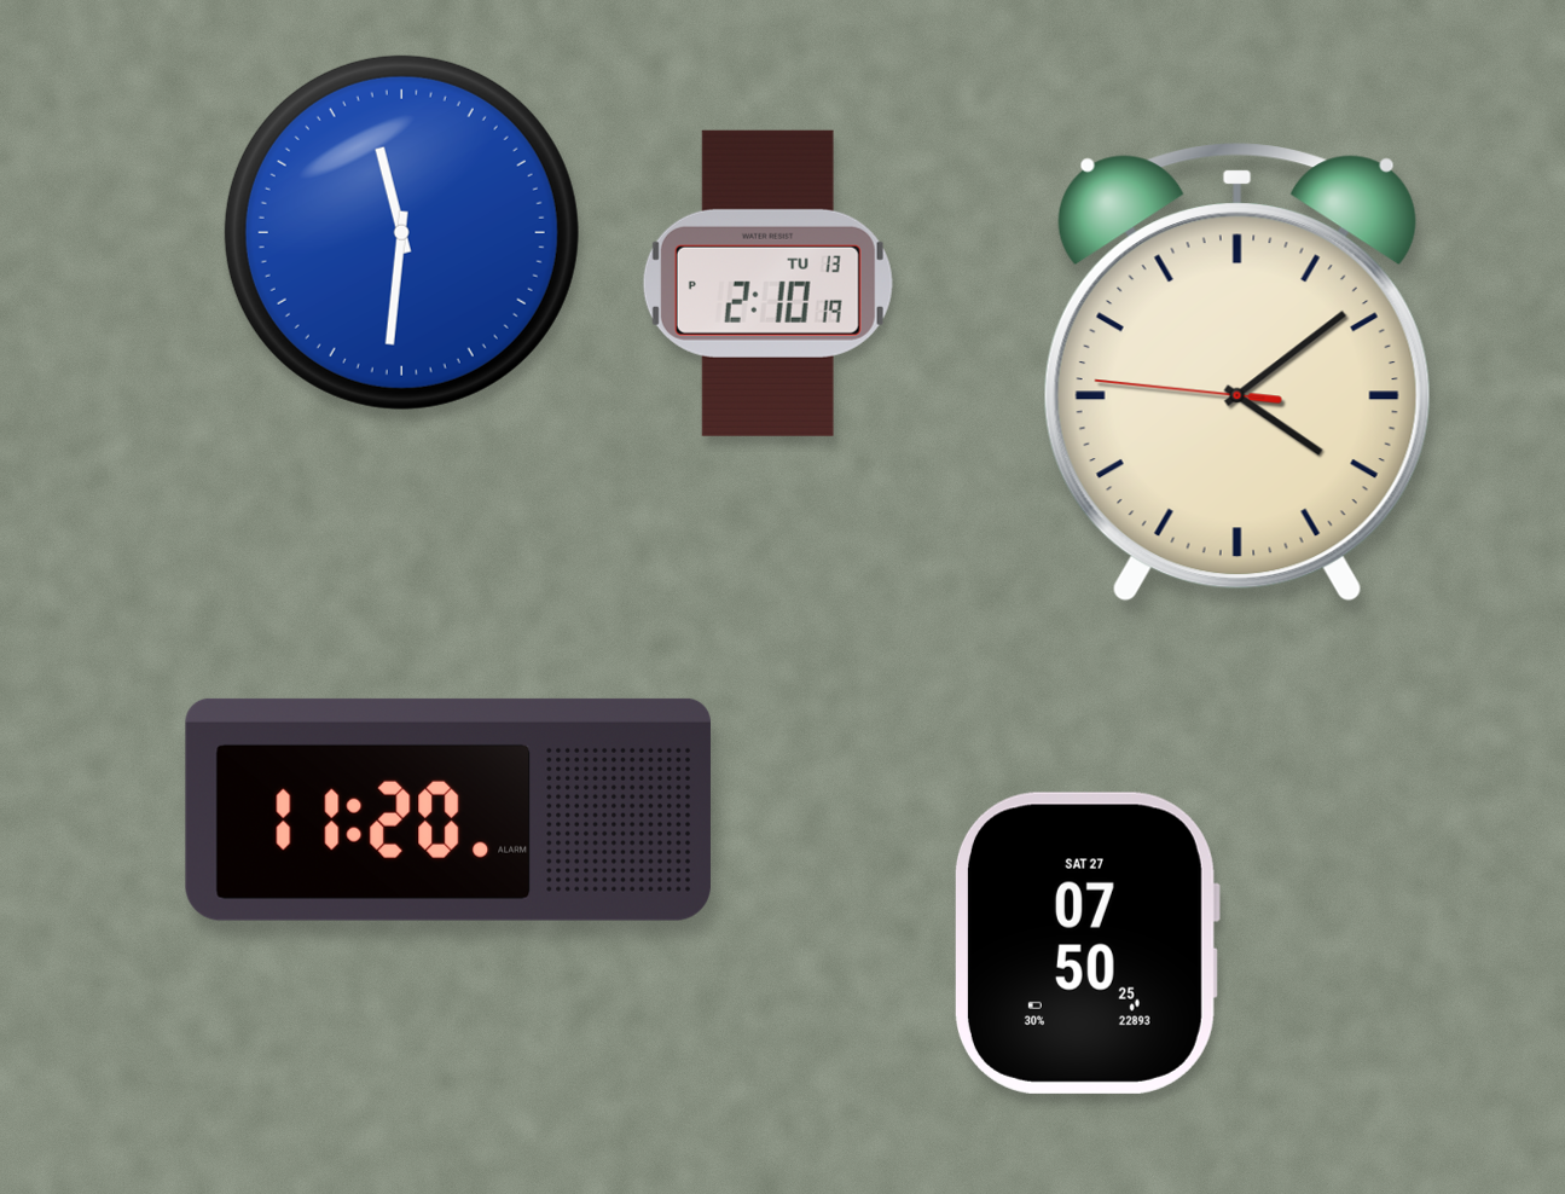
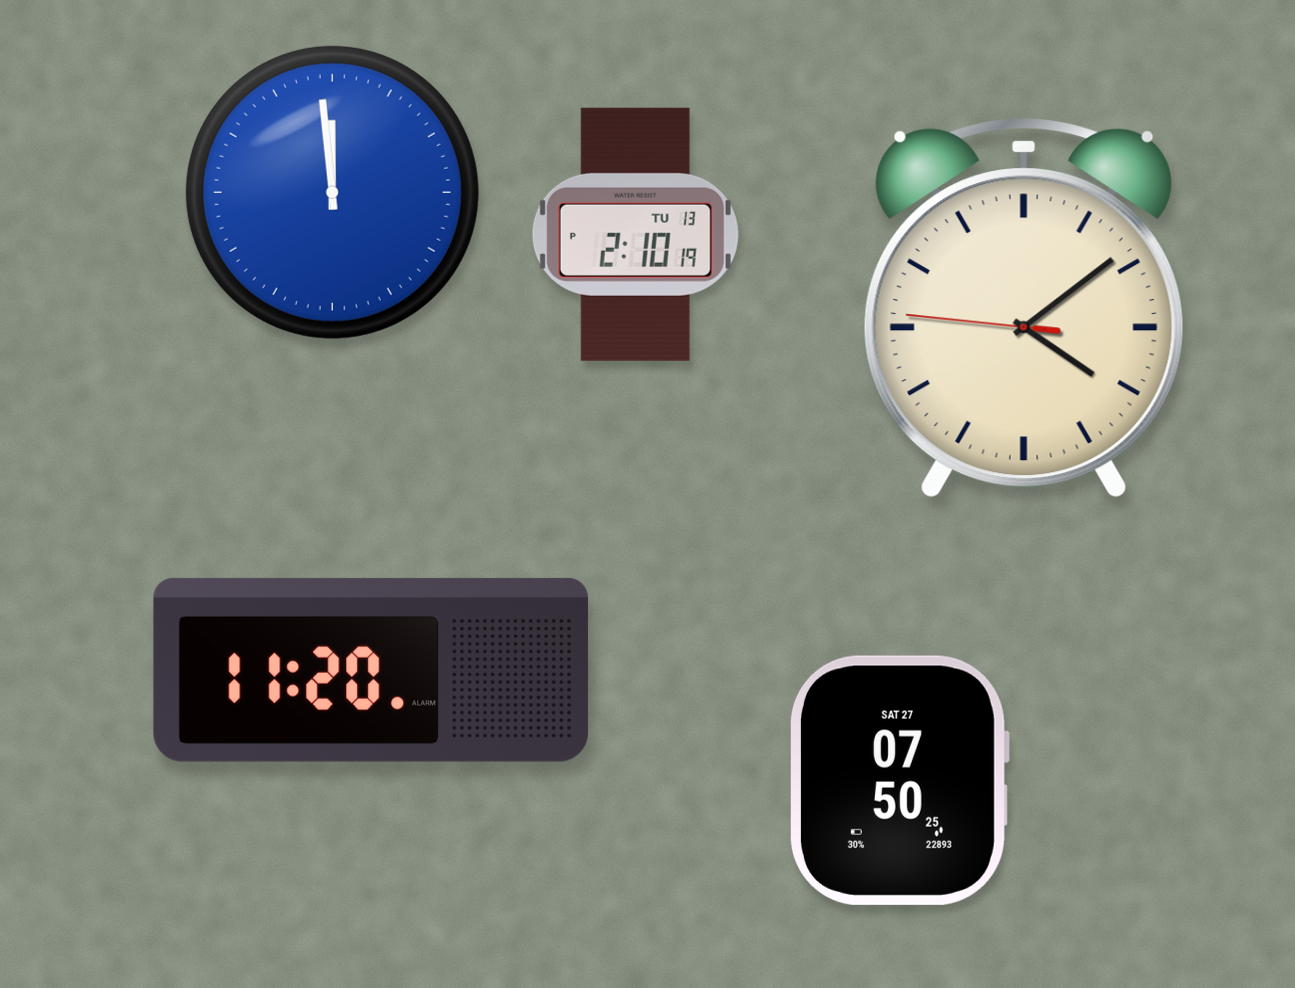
clock at (401, 232): 11:31 -> 11:59
